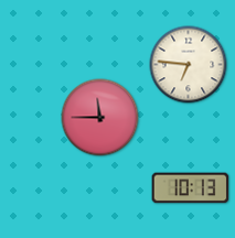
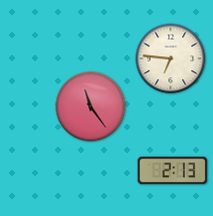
clock at (100, 118): 11:45 -> 11:24
clock at (191, 188): 10:13 -> 2:13
